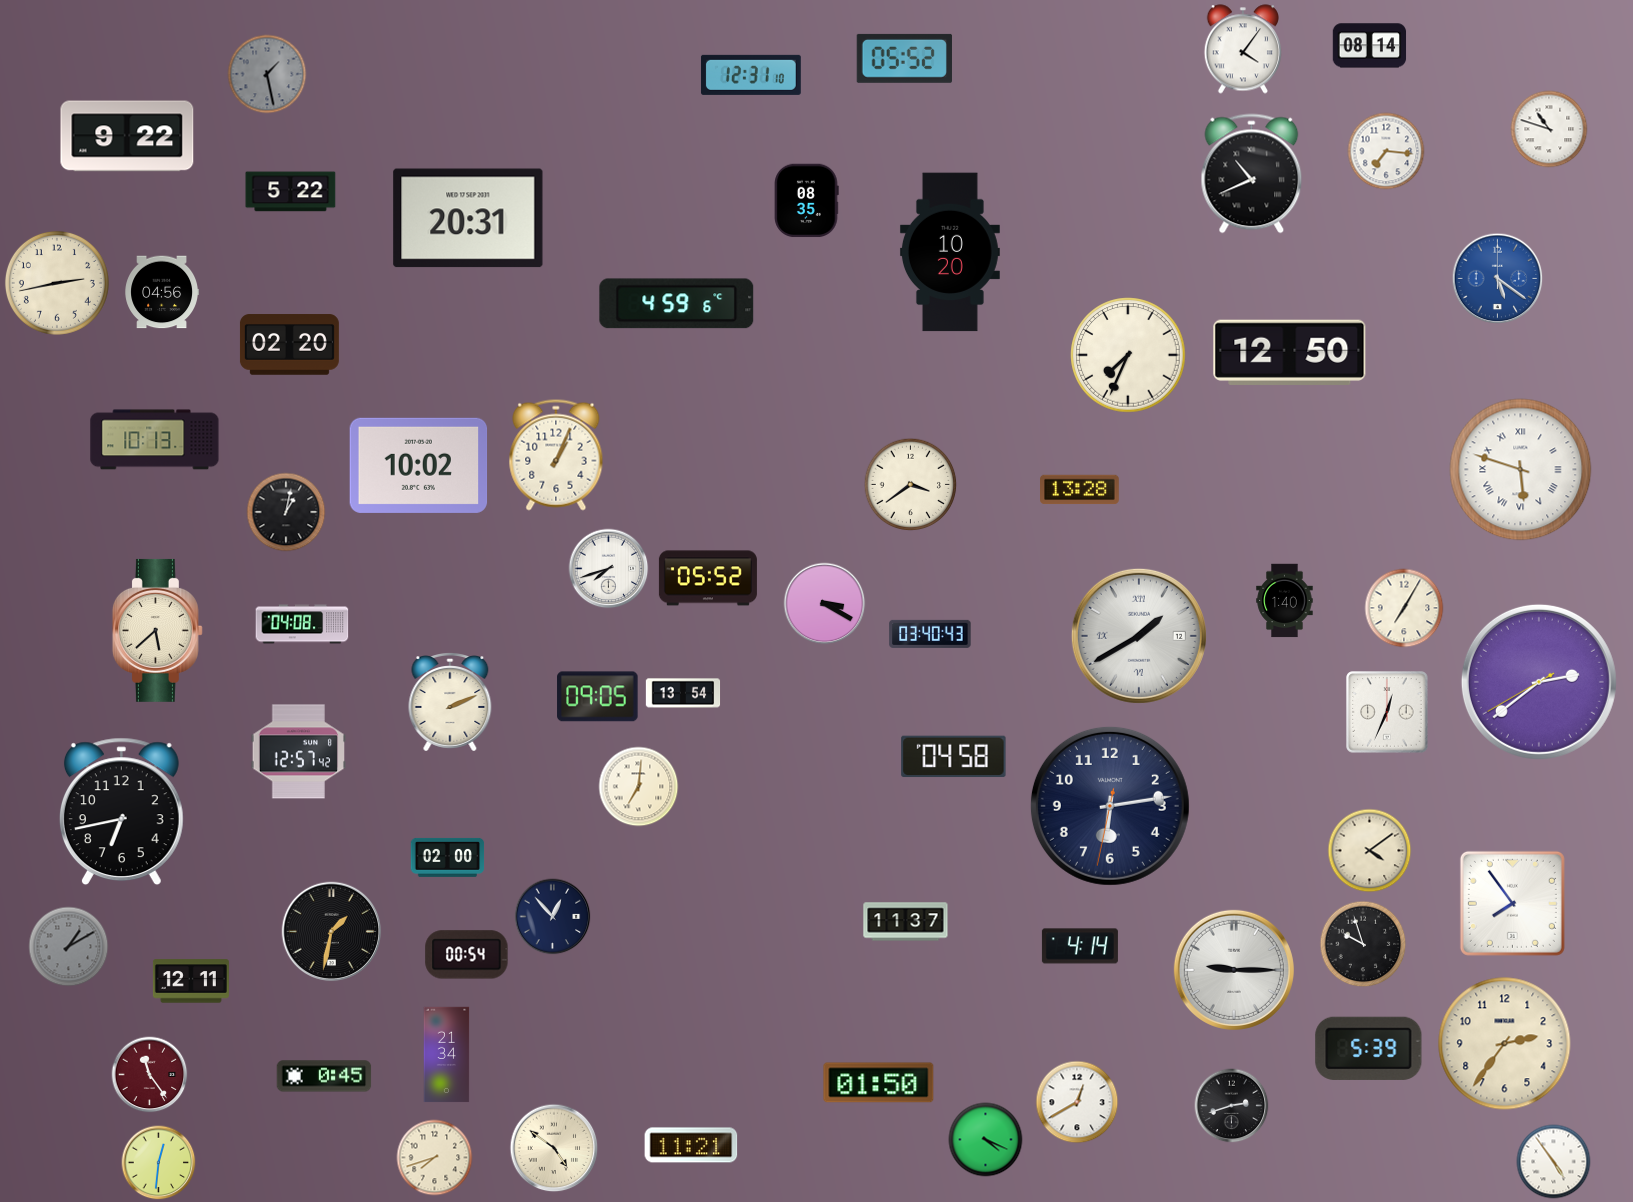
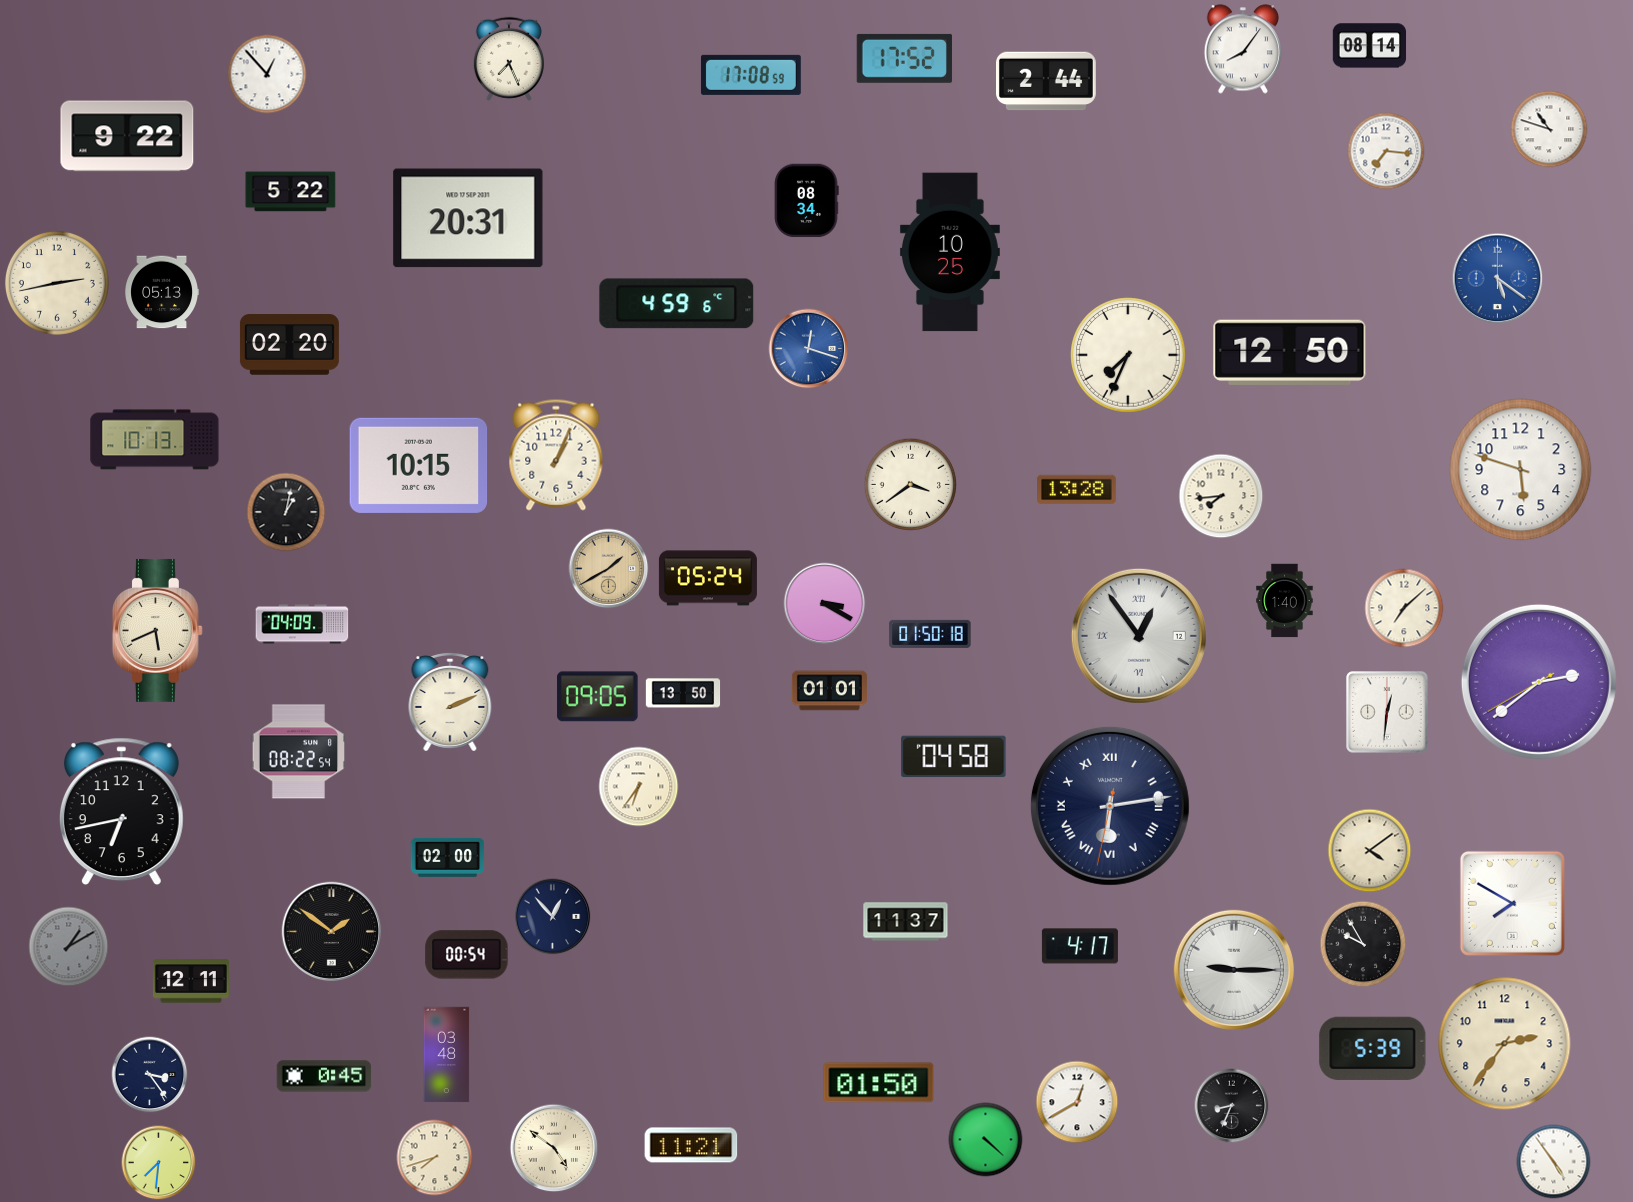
clock at (1242, 49): 4:06 -> 8:06
clock at (904, 58): 05:52 -> 17:52
clock at (509, 59): none -> 7:26
clock at (267, 74): 1:28 -> 12:53
clock at (267, 74) dial: grey -> white
clock at (751, 75): 12:31 -> 17:08
clock at (1047, 81): none -> 2:44
clock at (1252, 174): 10:41 -> none
clock at (807, 201): 08:35 -> 08:34
clock at (950, 252): 10:20 -> 10:25
clock at (161, 292): 04:56 -> 05:13
clock at (809, 349): none -> 12:18
clock at (419, 465): 10:02 -> 10:15
clock at (1521, 470) numerals: Roman -> Arabic
clock at (1080, 490) position: (1080, 490) -> (1077, 490)
clock at (1221, 496): none -> 7:44
clock at (609, 569): 7:42 -> 1:40
clock at (609, 569) dial: white -> champagne
clock at (708, 578): 05:52 -> 05:24
clock at (1404, 608): 7:05 -> 7:08
clock at (302, 624): 04:08 -> 04:09
clock at (157, 630): 5:38 -> 5:41
clock at (930, 634): 03:40 -> 01:50
clock at (1139, 636): 1:40 -> 12:54
clock at (829, 691): none -> 01:01
clock at (683, 693): 13:54 -> 13:50
clock at (1387, 712): 12:34 -> 12:31
clock at (298, 752): 12:57 -> 08:22
clock at (639, 787): 7:01 -> 6:36
clock at (1110, 806) numerals: Arabic -> Roman
clock at (1512, 903): 7:54 -> 7:50
clock at (332, 932): 1:32 -> 1:51
clock at (1363, 944): 9:57 -> 9:55
clock at (1080, 946): 4:14 -> 4:17
clock at (1369, 1048) position: (1369, 1048) -> (1373, 1048)
clock at (447, 1055): 21:34 -> 03:48
clock at (150, 1075): 11:24 -> 3:24
clock at (150, 1075) dial: burgundy -> navy
clock at (1232, 1106): 2:42 -> 8:34
clock at (986, 1140): 4:19 -> 4:22
clock at (159, 1163): 12:31 -> 7:31
